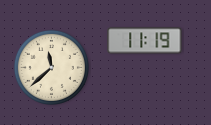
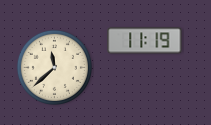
clock at (51, 67) position: (51, 67) -> (54, 67)
